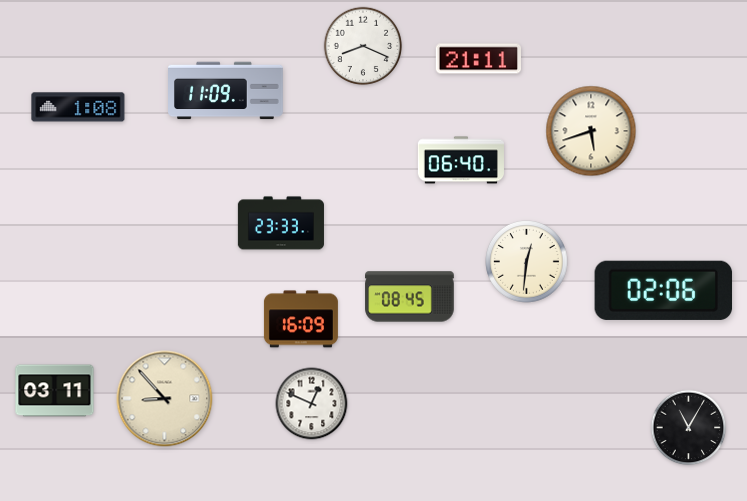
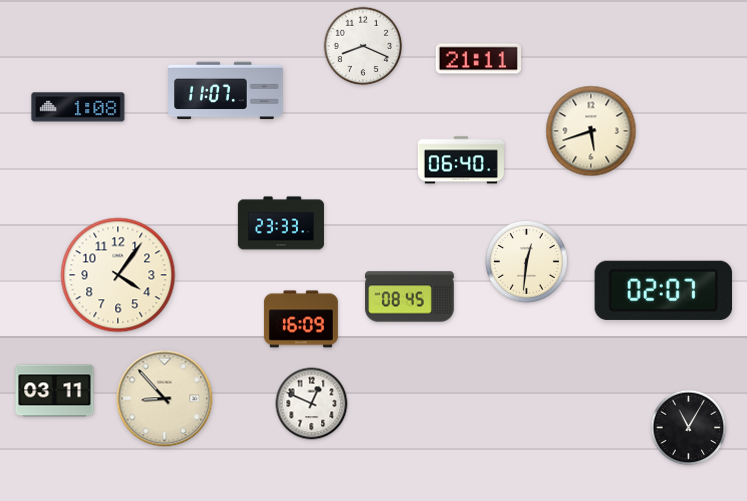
clock at (226, 91): 11:09 -> 11:07
clock at (118, 275): none -> 4:06
clock at (664, 290): 02:06 -> 02:07
